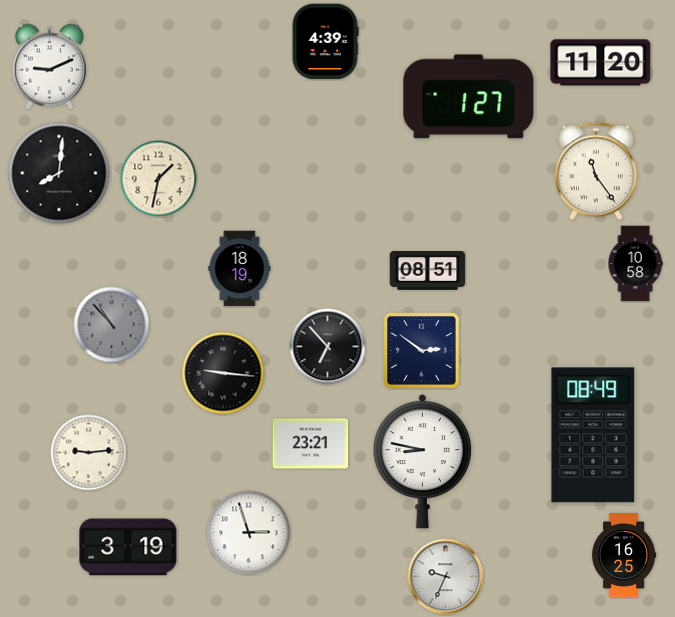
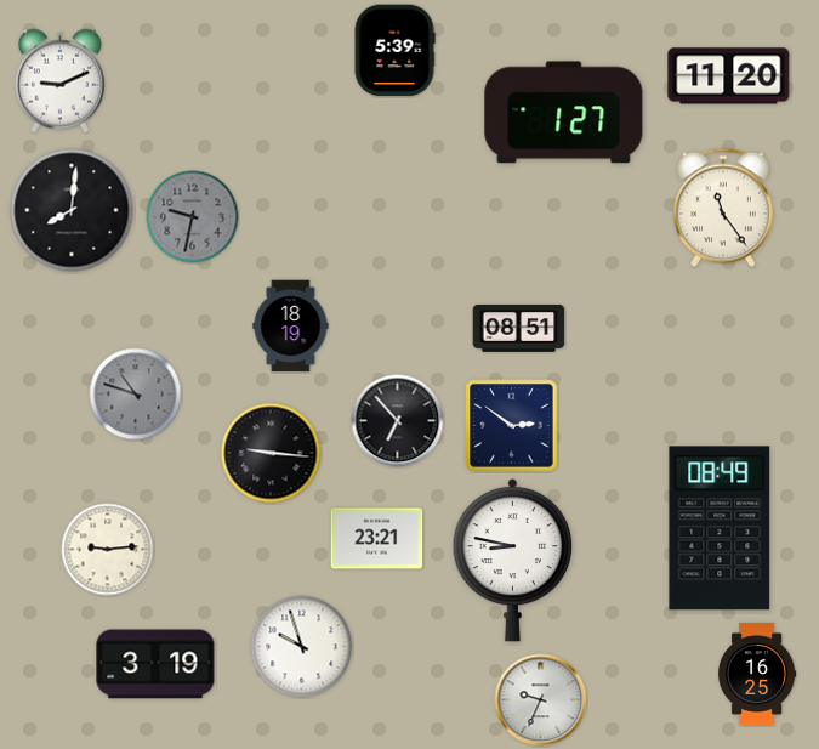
clock at (325, 42): 4:39 -> 5:39
clock at (469, 97) position: (469, 97) -> (564, 113)
clock at (159, 179): 1:32 -> 9:32
clock at (159, 179) dial: cream -> grey
clock at (635, 264): 10:58 -> none
clock at (112, 325): 10:53 -> 10:48
clock at (249, 533): 2:57 -> 9:57
